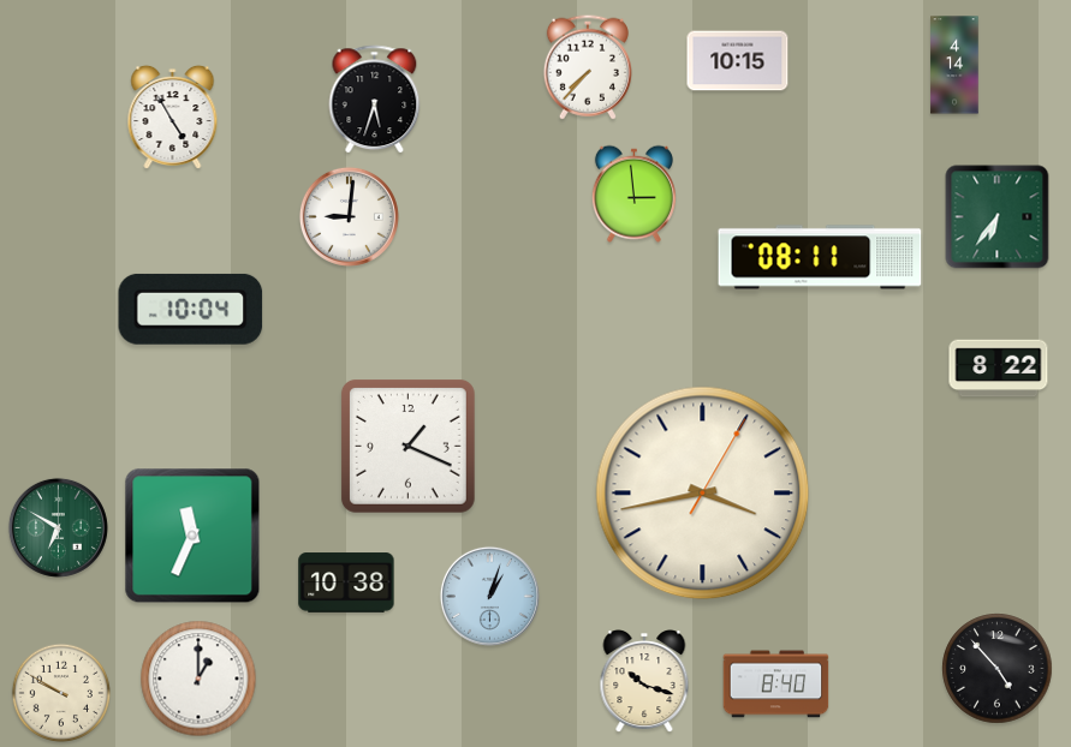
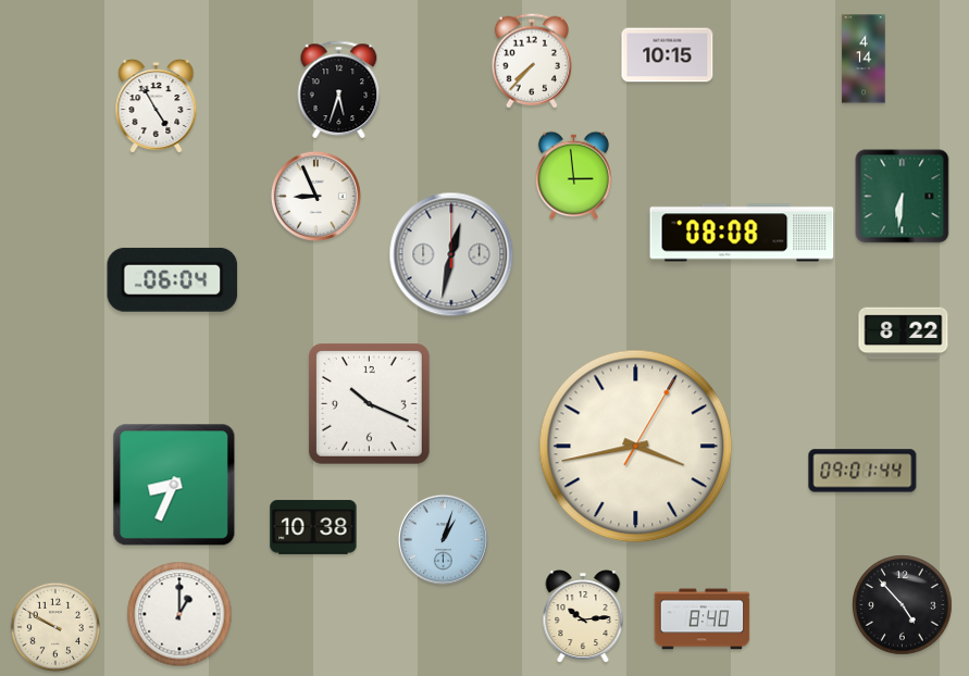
clock at (349, 216): 9:01 -> 8:56
clock at (998, 217): 6:36 -> 6:31
clock at (820, 257): 08:11 -> 08:08
clock at (451, 254): none -> 12:32
clock at (191, 309): 10:04 -> 06:04
clock at (407, 446): 1:19 -> 10:19
clock at (862, 471): none -> 09:01
clock at (58, 527): 6:50 -> none
clock at (192, 536): 11:34 -> 8:34
clock at (644, 681): 10:18 -> 10:14
